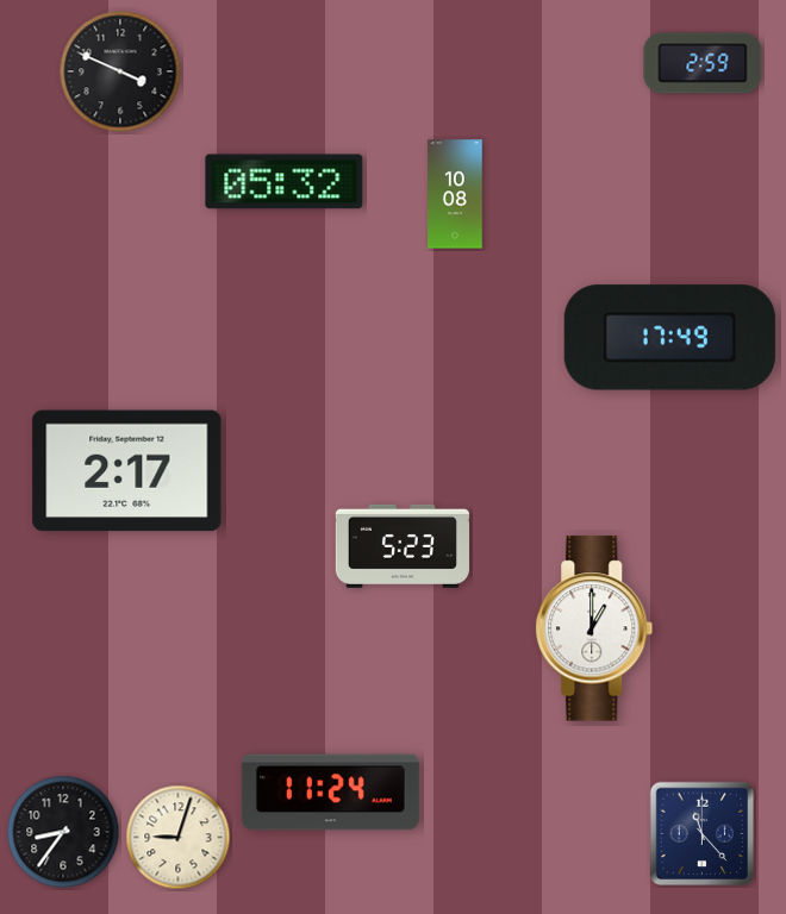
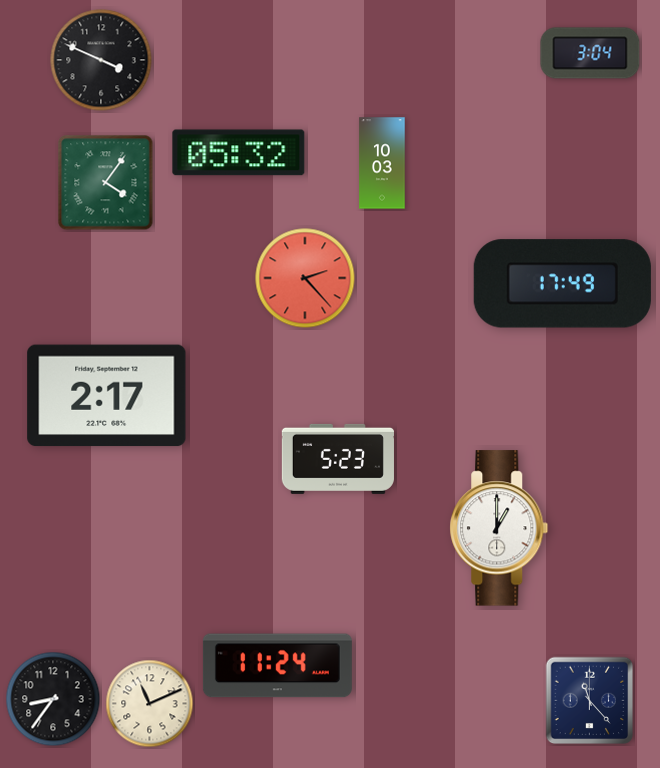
clock at (703, 63): 2:59 -> 3:04
clock at (455, 194): 10:08 -> 10:03
clock at (106, 183): none -> 4:06
clock at (305, 278): none -> 2:23
clock at (179, 838): 9:03 -> 11:11
